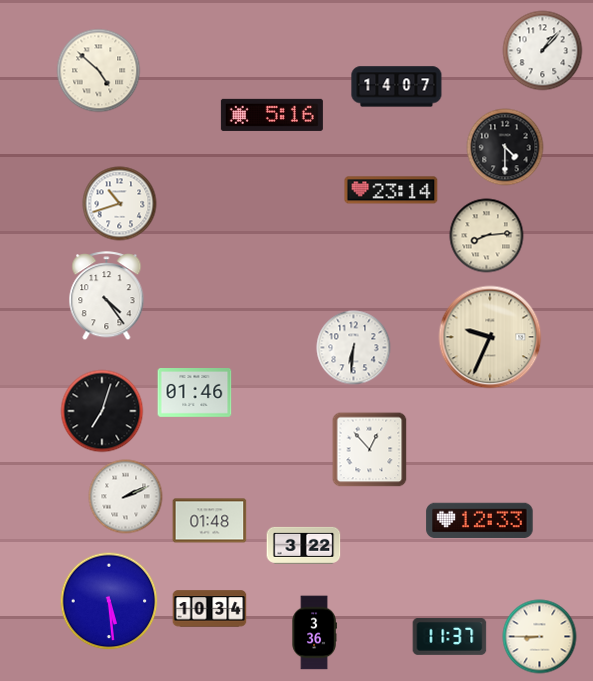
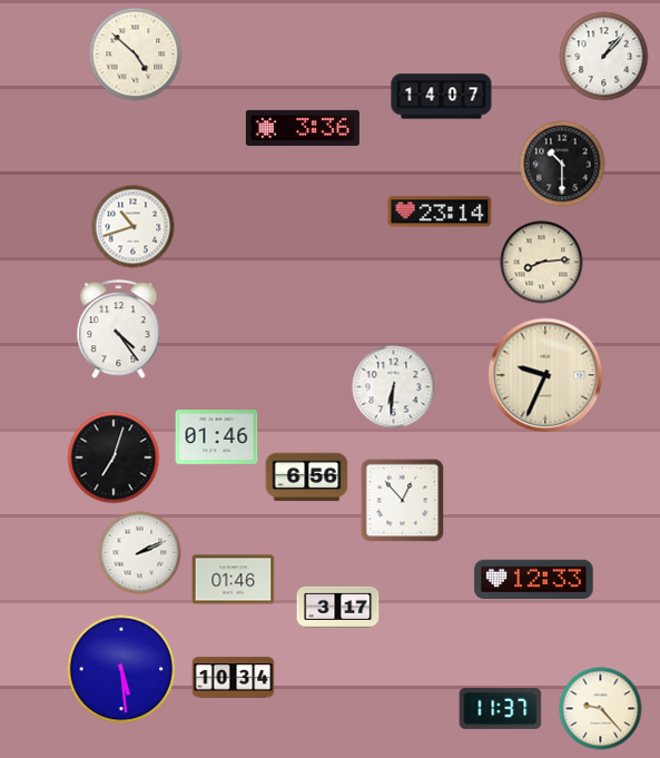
clock at (99, 71) position: (99, 71) -> (136, 55)
clock at (272, 115): 5:16 -> 3:36
clock at (505, 147): 4:30 -> 10:30
clock at (391, 190) position: (391, 190) -> (440, 211)
clock at (307, 478): none -> 6:56
clock at (370, 450) position: (370, 450) -> (403, 501)
clock at (210, 521): 01:48 -> 01:46
clock at (304, 545): 3:22 -> 3:17
clock at (314, 633): 3:36 -> none
clock at (540, 637): 8:45 -> 9:23
